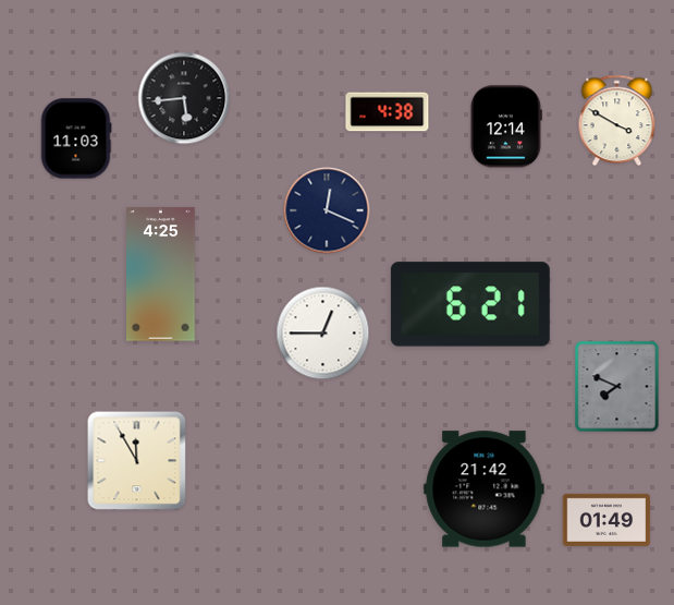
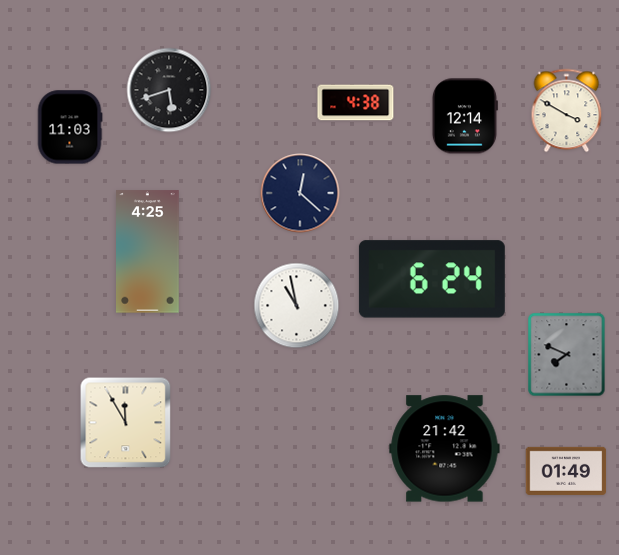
clock at (184, 98): 5:44 -> 5:42
clock at (327, 210): 12:19 -> 12:22
clock at (470, 304): 6:21 -> 6:24
clock at (323, 334): 12:45 -> 10:58
clock at (606, 520) position: (606, 520) -> (566, 471)
